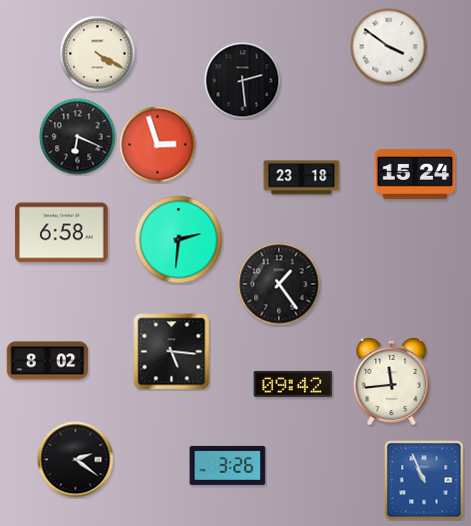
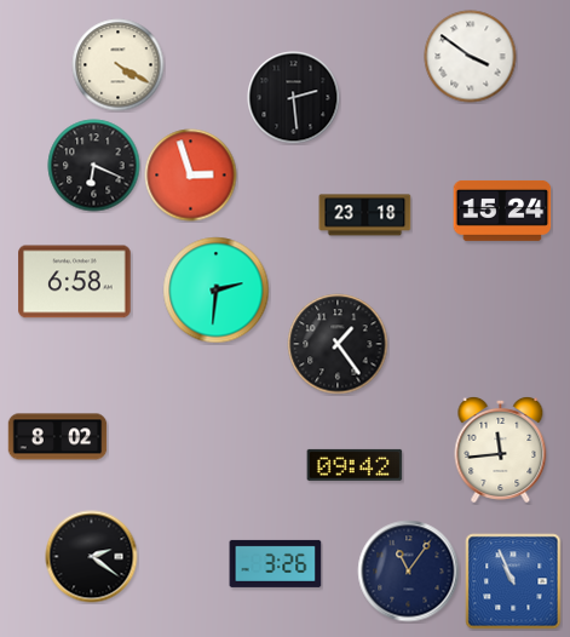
clock at (172, 352): 5:16 -> none
clock at (392, 381) position: (392, 381) -> (501, 449)
clock at (409, 572): none -> 11:06
